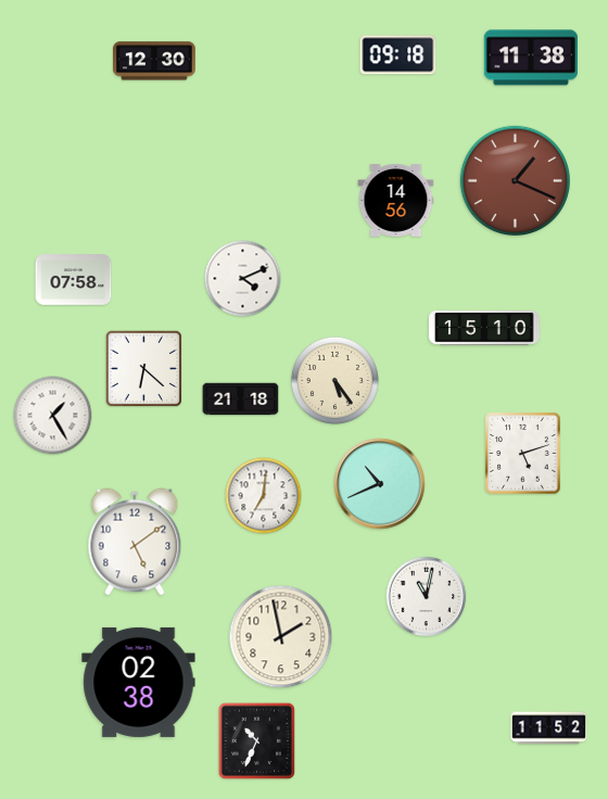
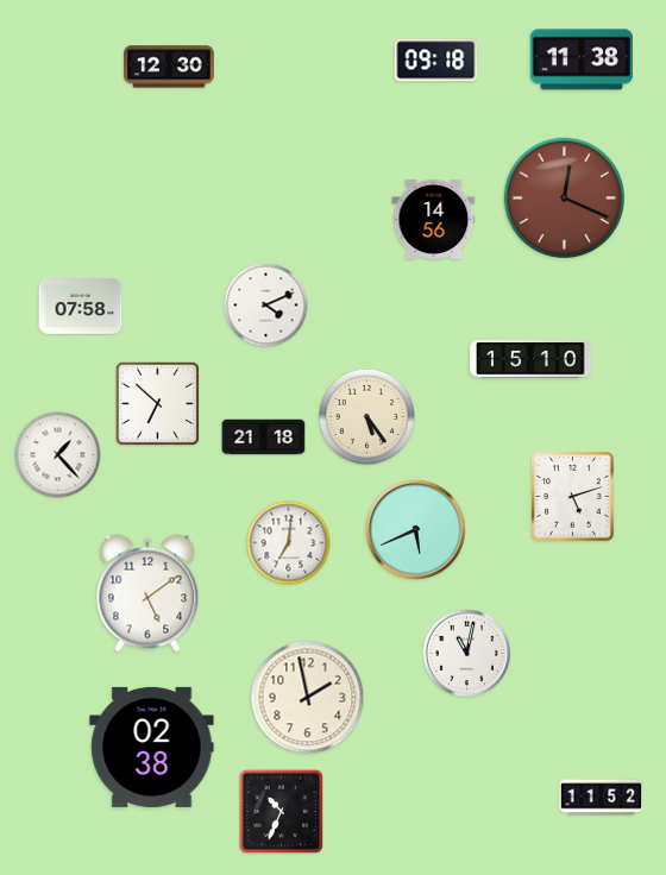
clock at (531, 58) position: (531, 58) -> (582, 59)
clock at (515, 180): 1:19 -> 12:19
clock at (144, 369): 6:22 -> 6:52
clock at (53, 416): 1:25 -> 1:23
clock at (380, 484): 10:41 -> 5:41
